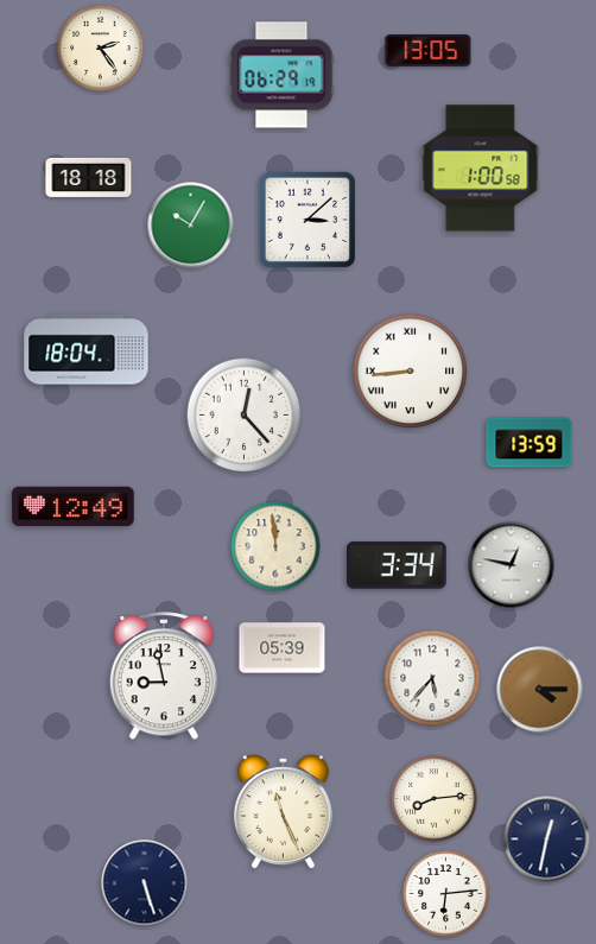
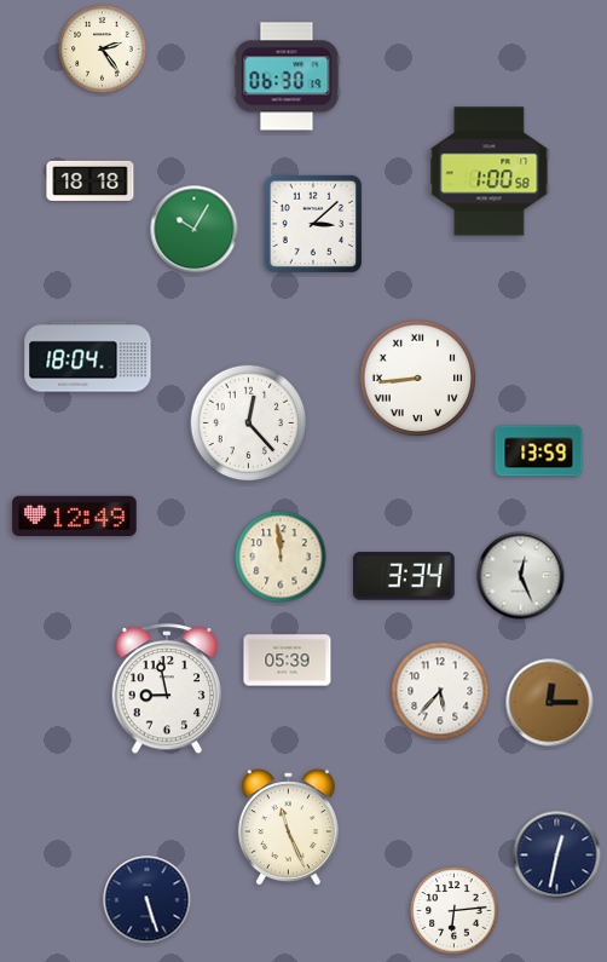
clock at (429, 51): 13:05 -> none
clock at (281, 75): 06:29 -> 06:30
clock at (512, 565): 12:47 -> 12:26
clock at (540, 690): 4:15 -> 12:15
clock at (435, 799): 8:14 -> none
